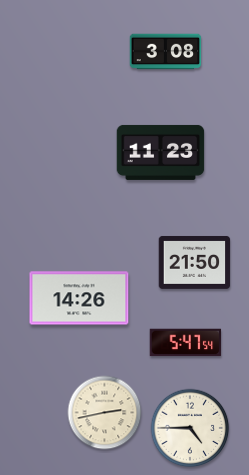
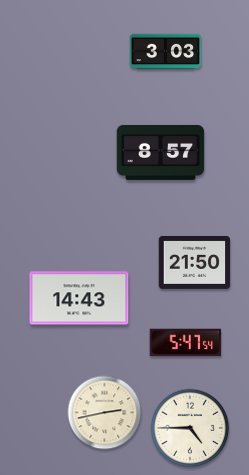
clock at (166, 52): 3:08 -> 3:03
clock at (161, 152): 11:23 -> 8:57
clock at (79, 298): 14:26 -> 14:43
